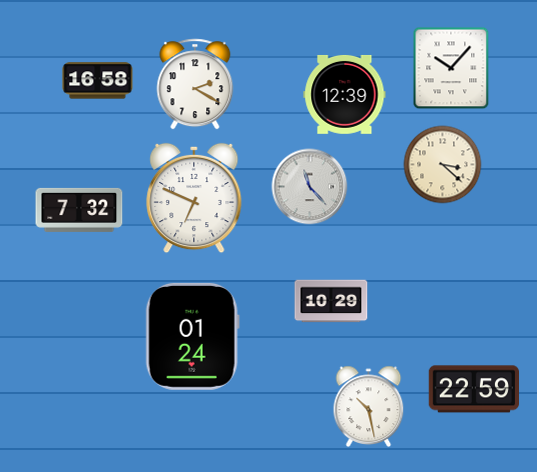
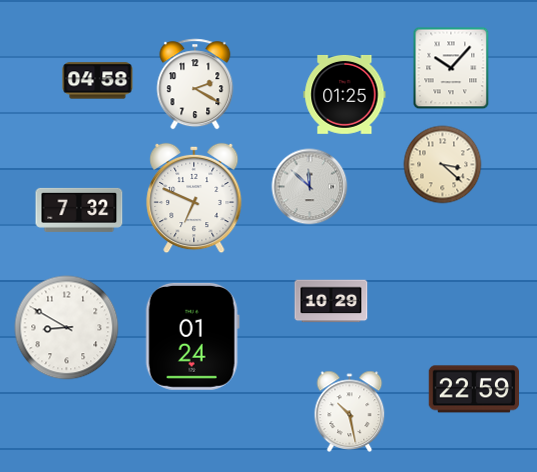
clock at (98, 81): 16:58 -> 04:58
clock at (345, 94): 12:39 -> 01:25
clock at (310, 187): 11:23 -> 11:52
clock at (67, 328): none -> 8:50
clock at (369, 406) position: (369, 406) -> (350, 411)
